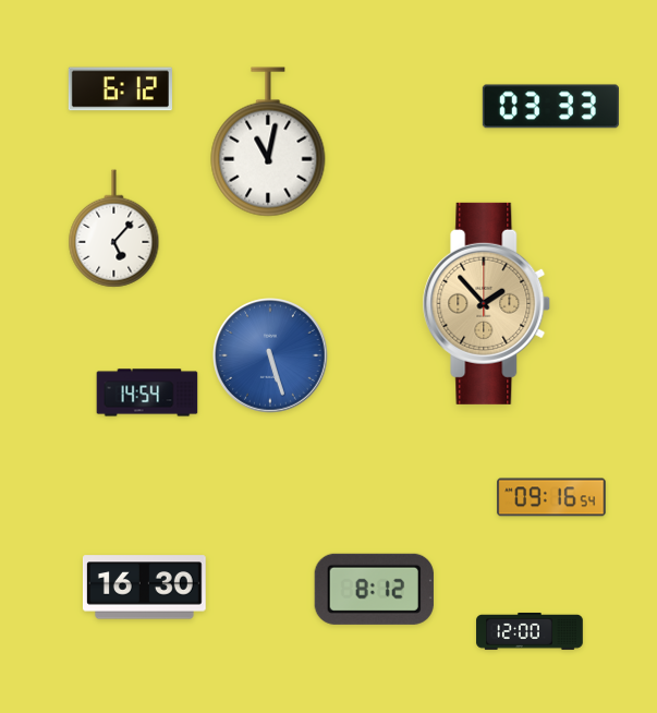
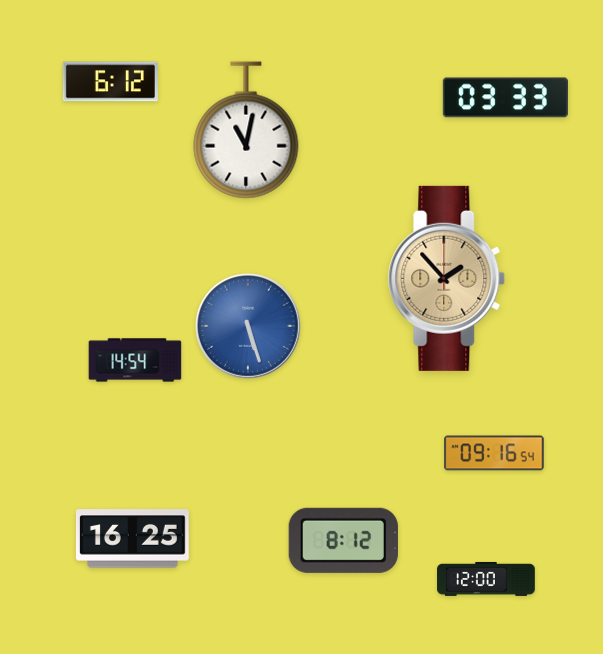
clock at (114, 229): 5:07 -> none
clock at (551, 497) position: (551, 497) -> (494, 453)
clock at (144, 588): 16:30 -> 16:25
